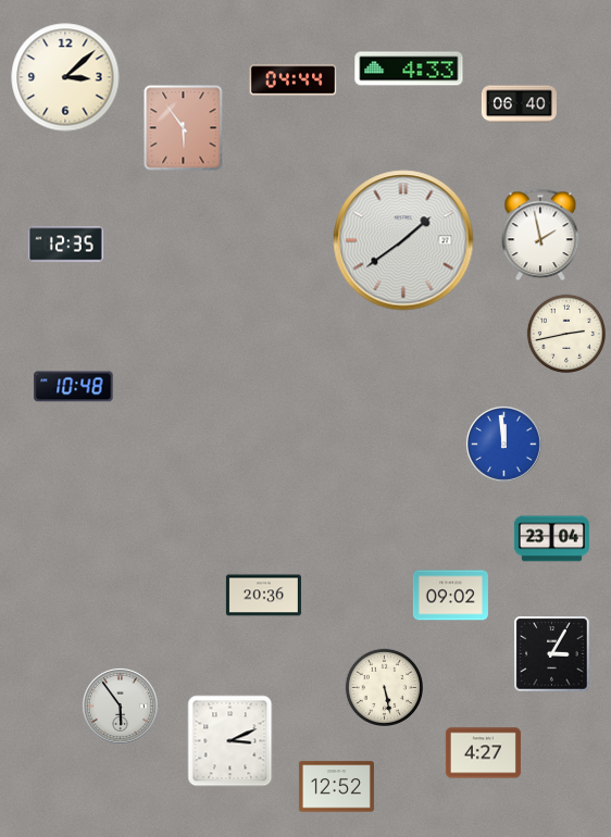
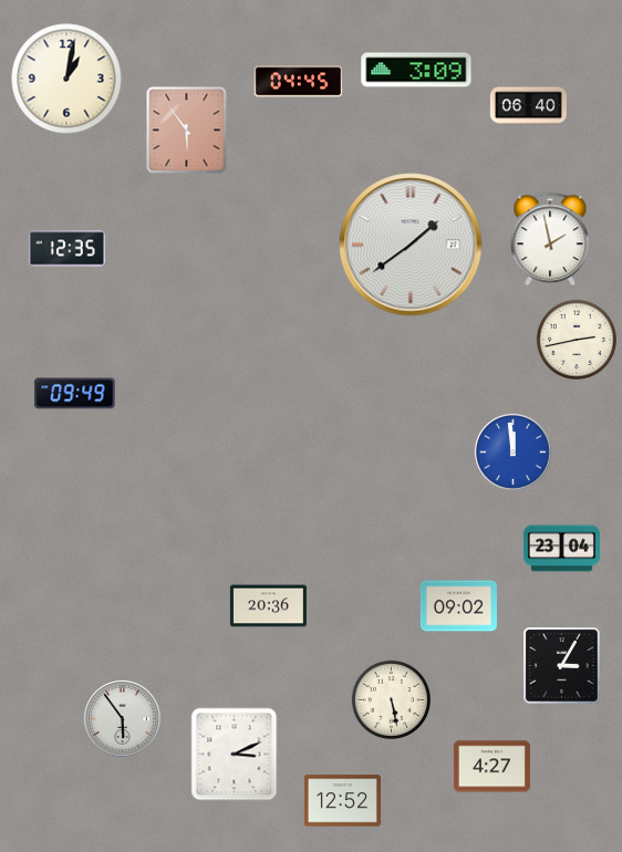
clock at (409, 68): 4:33 -> 3:09
clock at (65, 77): 3:08 -> 1:02
clock at (294, 80): 04:44 -> 04:45
clock at (74, 387): 10:48 -> 09:49
